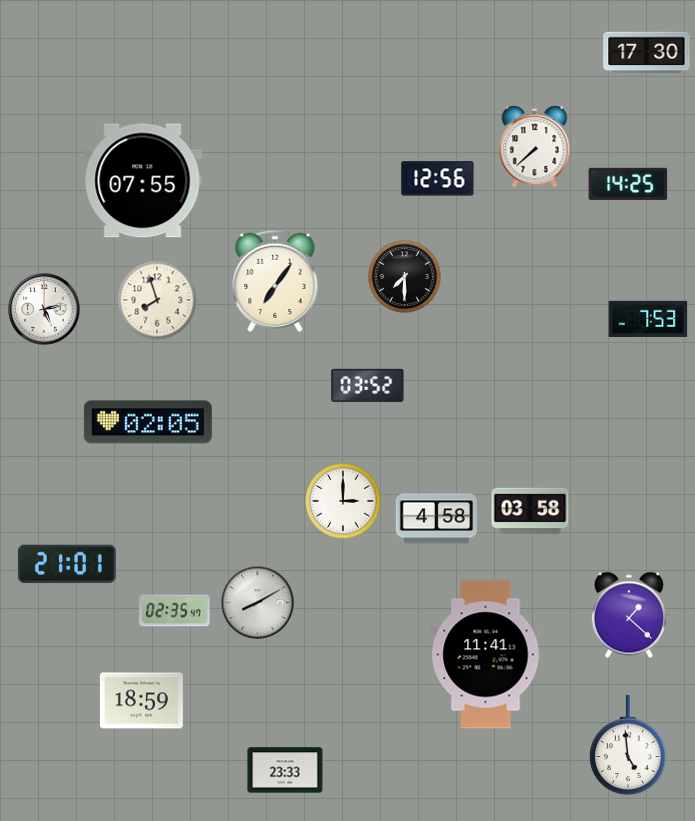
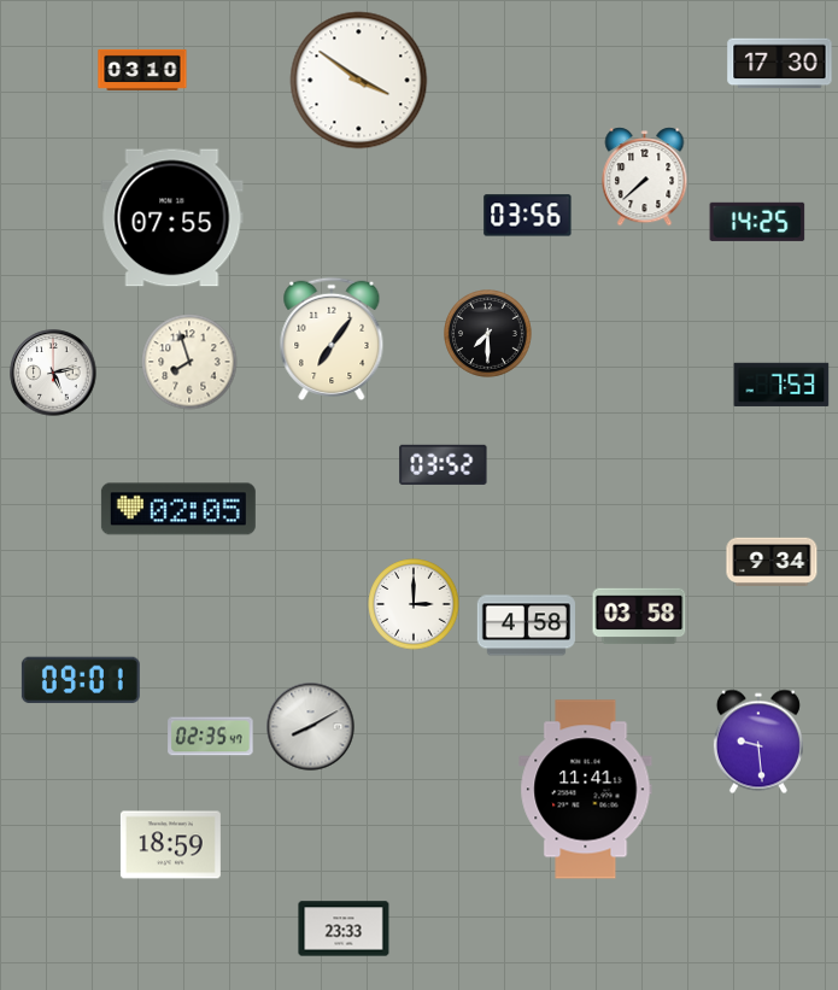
clock at (142, 70): none -> 03:10
clock at (359, 81): none -> 3:51
clock at (438, 179): 12:56 -> 03:56
clock at (772, 561): none -> 9:34
clock at (67, 564): 21:01 -> 09:01
clock at (629, 615): 1:22 -> 9:29
clock at (628, 745): 4:59 -> none
